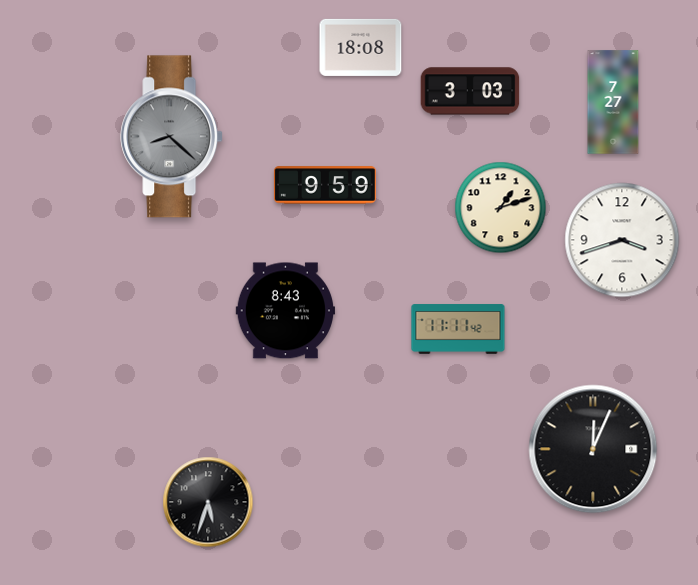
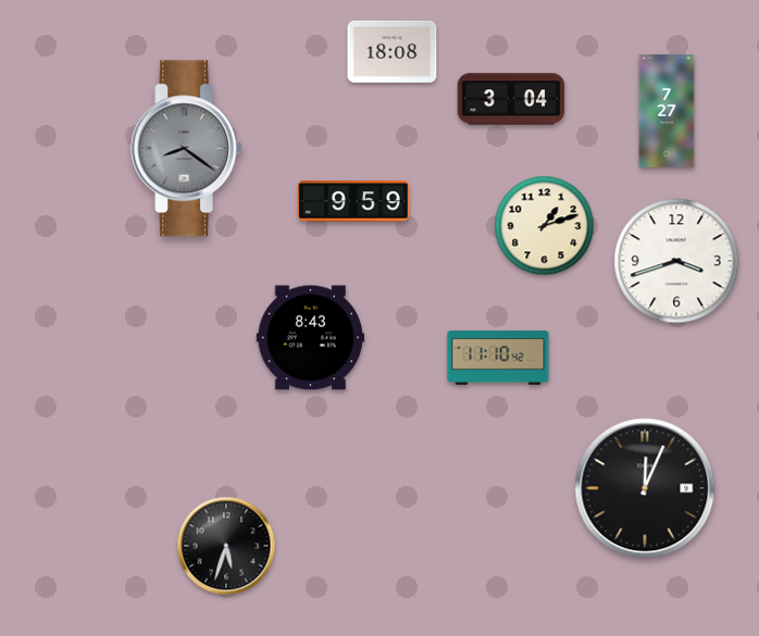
clock at (470, 91): 3:03 -> 3:04
clock at (172, 137): 8:22 -> 8:21
clock at (458, 329): 11:11 -> 11:10
